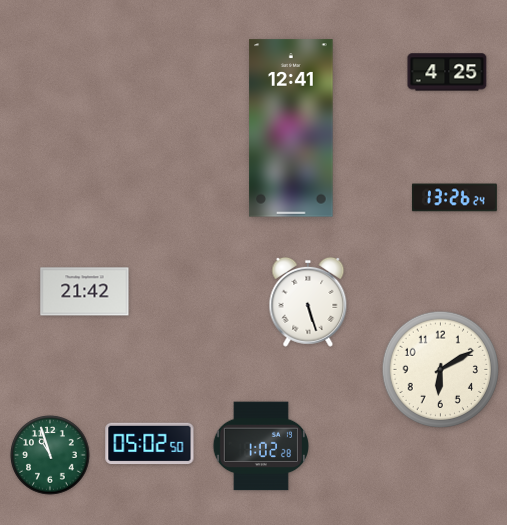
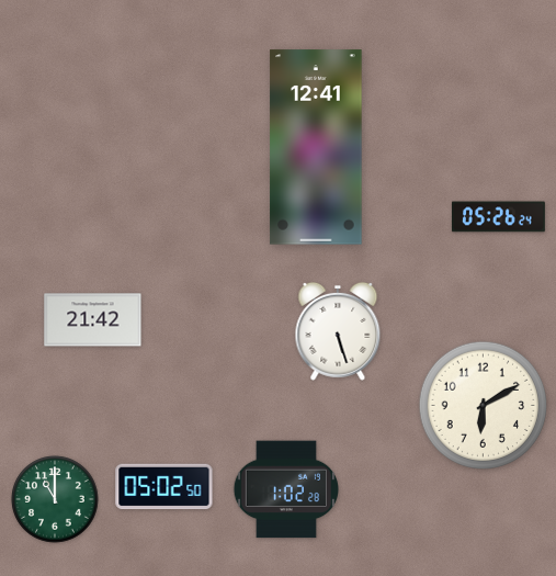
clock at (447, 72): 4:25 -> none
clock at (291, 128) position: (291, 128) -> (316, 147)
clock at (454, 198): 13:26 -> 05:26
clock at (50, 455): 10:57 -> 11:00
